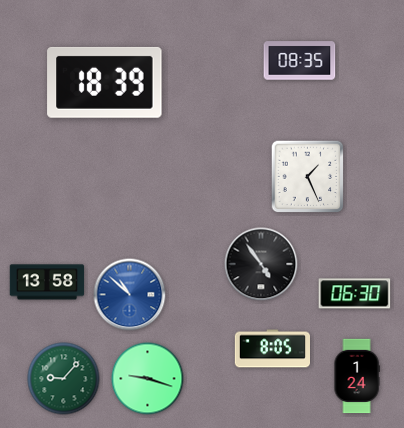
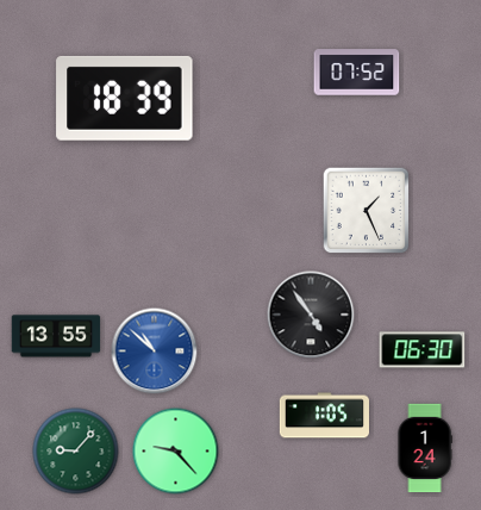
clock at (300, 61): 08:35 -> 07:52
clock at (47, 282): 13:58 -> 13:55
clock at (272, 349): 8:05 -> 1:05
clock at (148, 379): 9:18 -> 9:23
